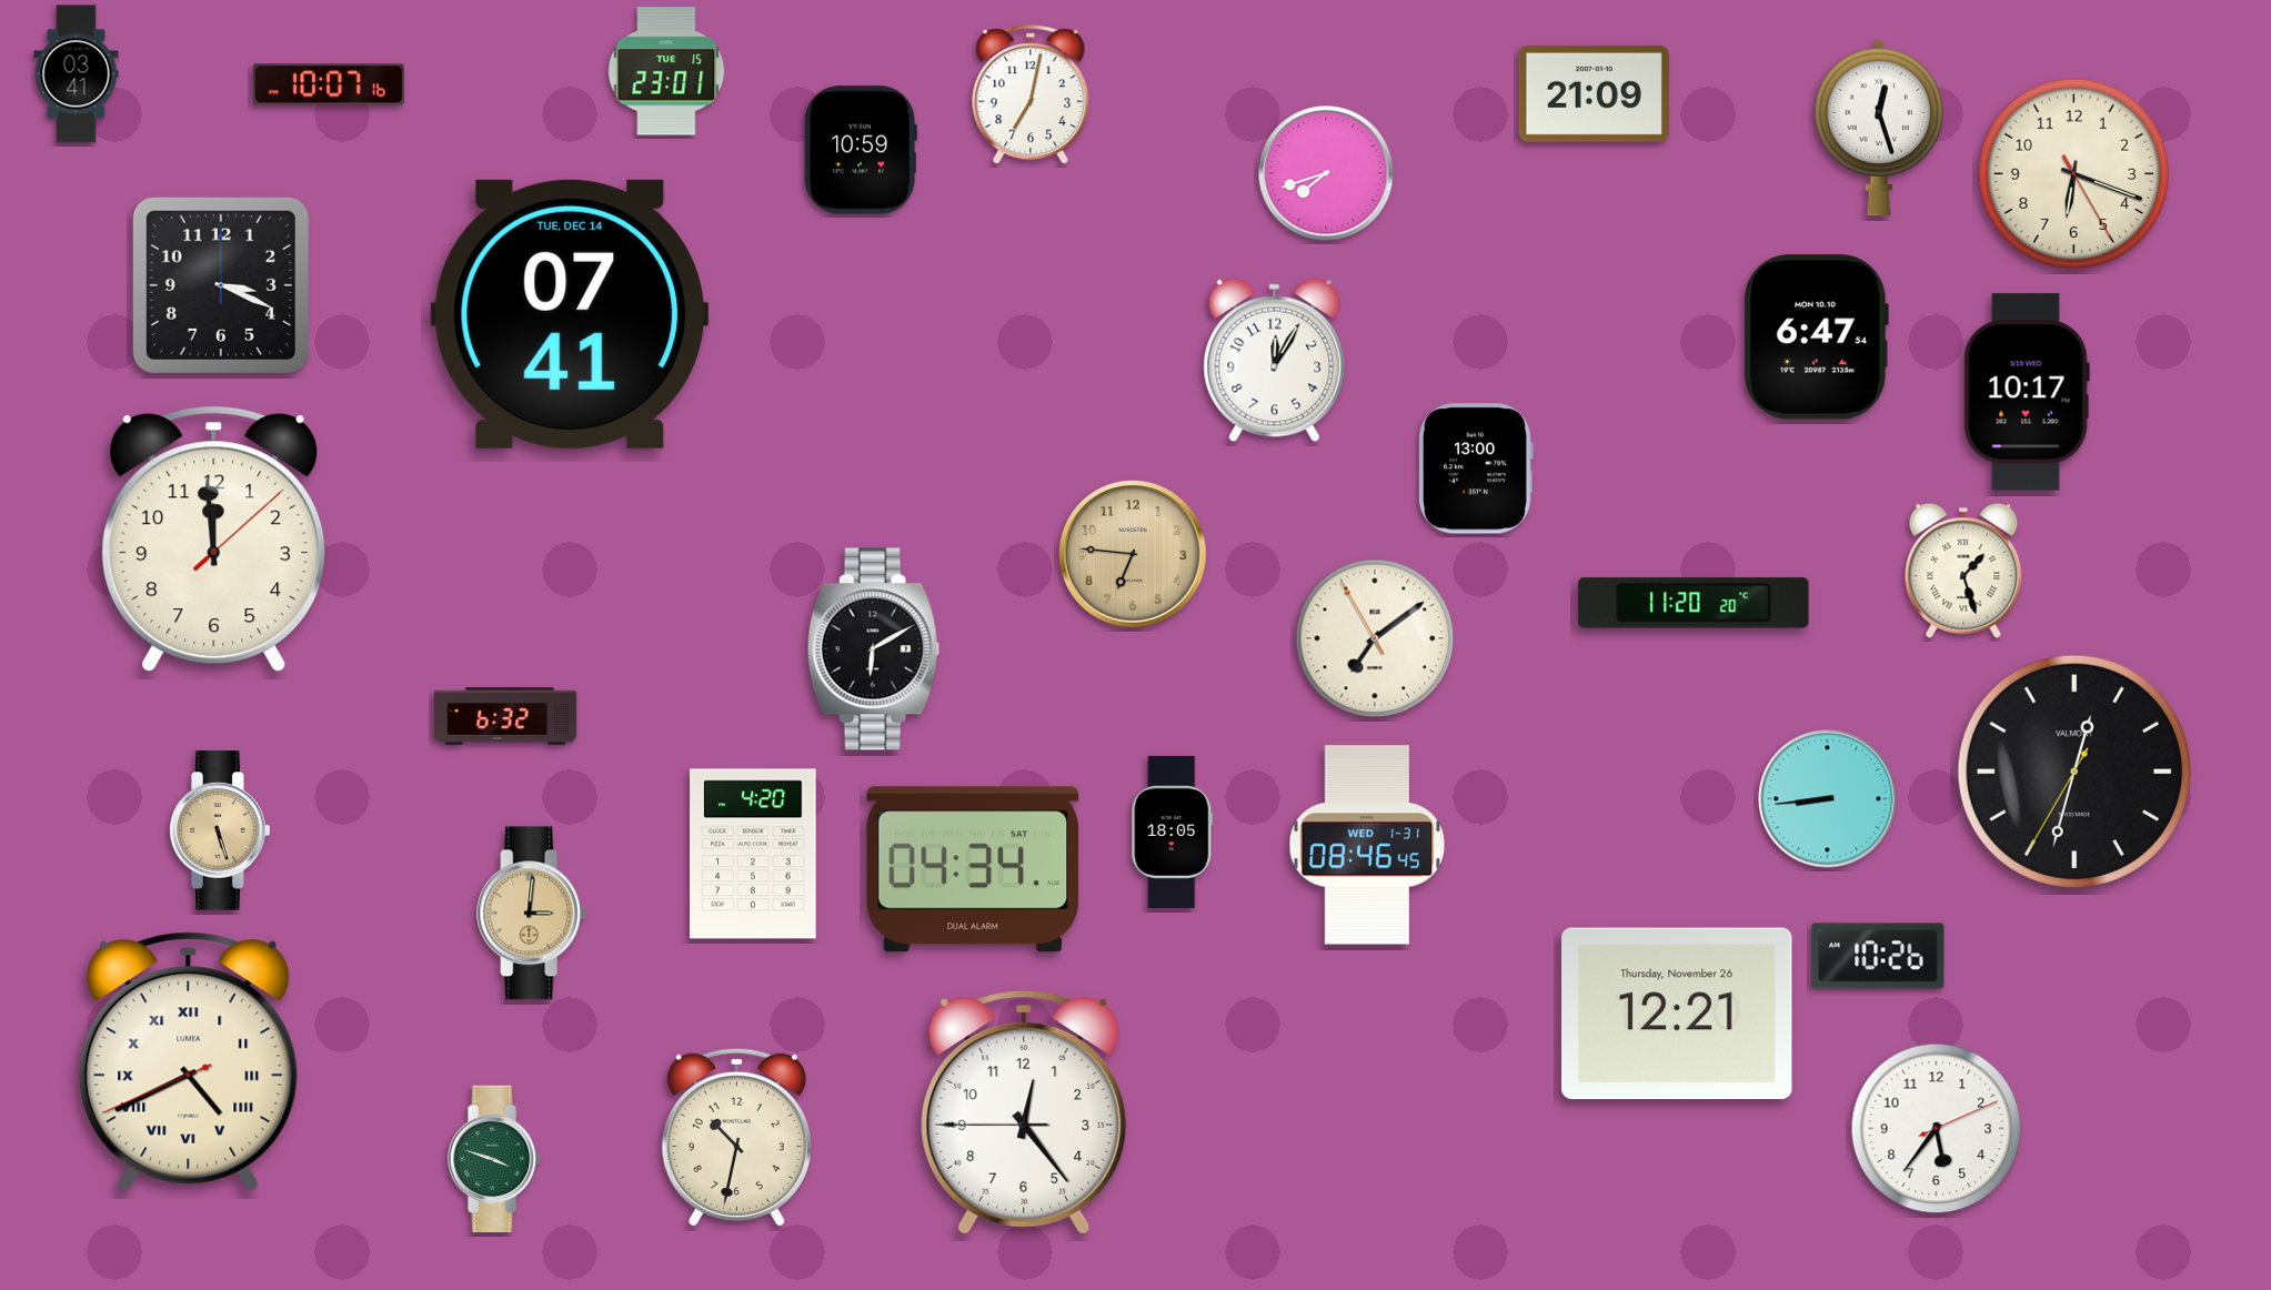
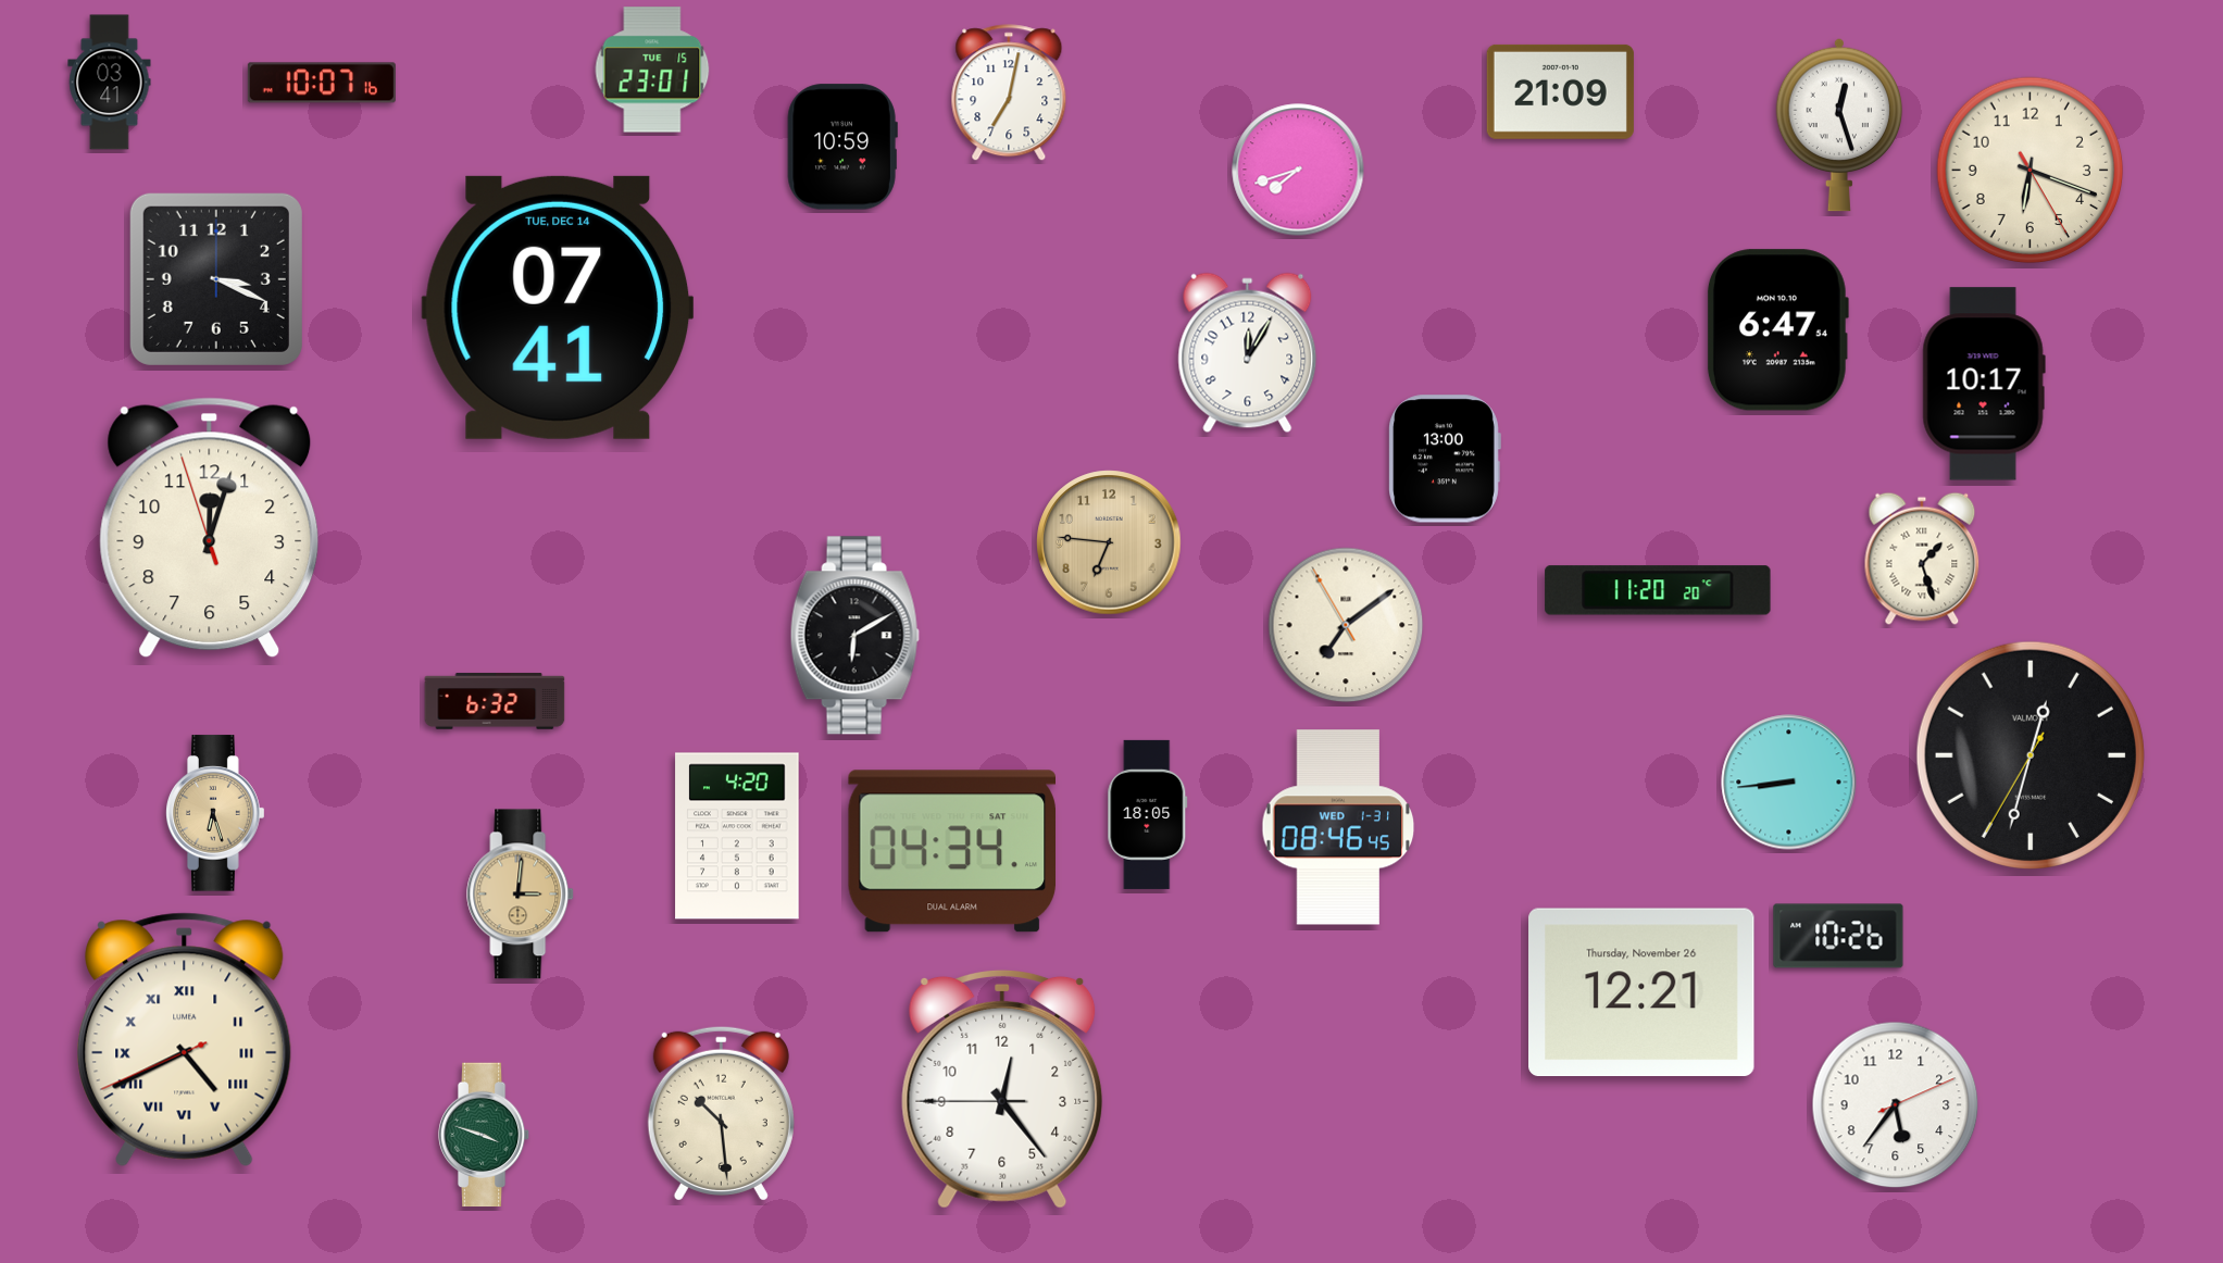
clock at (77, 74) position: (77, 74) -> (110, 83)
clock at (214, 540): 11:59 -> 12:02
clock at (220, 830): 5:27 -> 6:27
clock at (736, 1137): 10:32 -> 10:29
